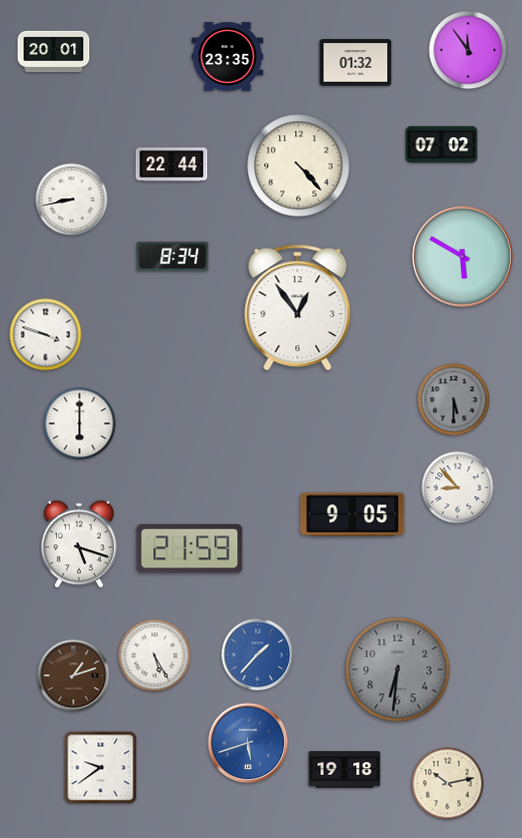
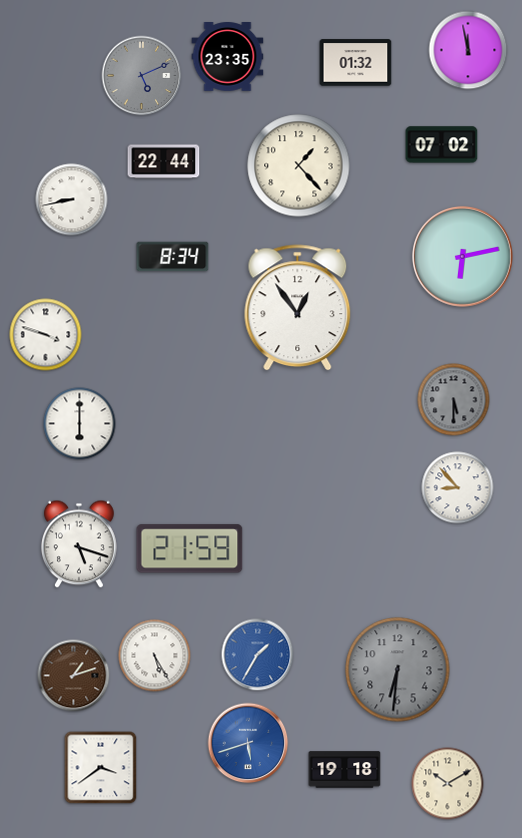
clock at (468, 50): 11:54 -> 11:58
clock at (54, 52): 20:01 -> none
clock at (142, 76): none -> 5:11
clock at (172, 165) position: (172, 165) -> (164, 162)
clock at (299, 166): 4:23 -> 1:23
clock at (463, 257): 5:50 -> 6:13
clock at (353, 515): 9:05 -> none
clock at (258, 655): 1:37 -> 1:35
clock at (101, 768): 9:39 -> 3:39
clock at (448, 784): 10:13 -> 10:10
